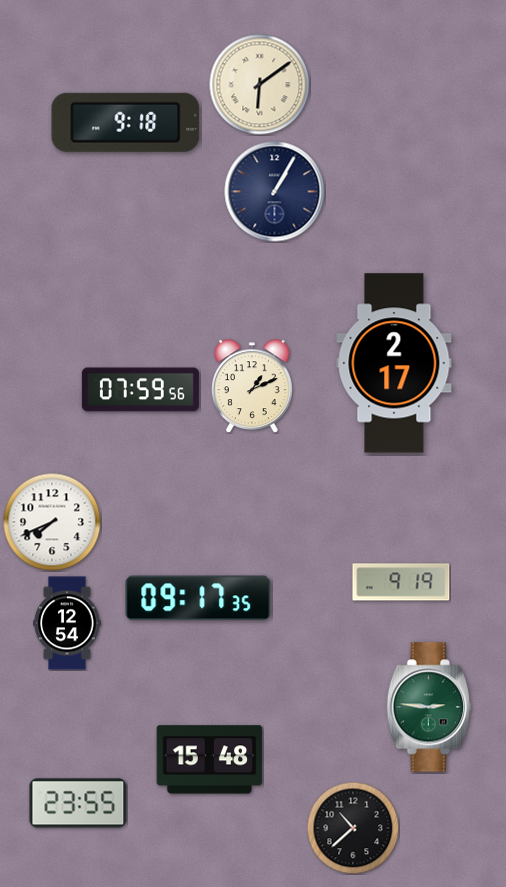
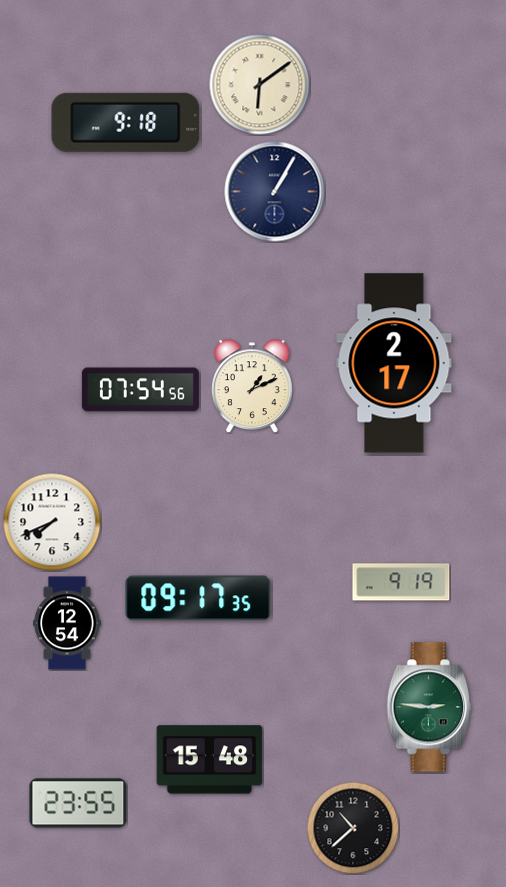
clock at (140, 390): 07:59 -> 07:54
